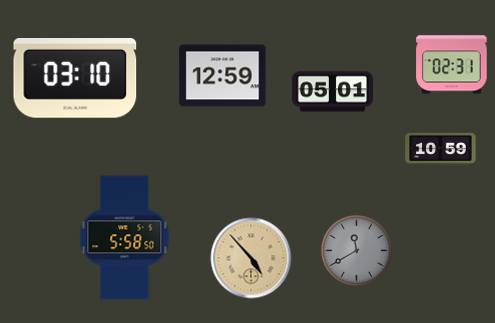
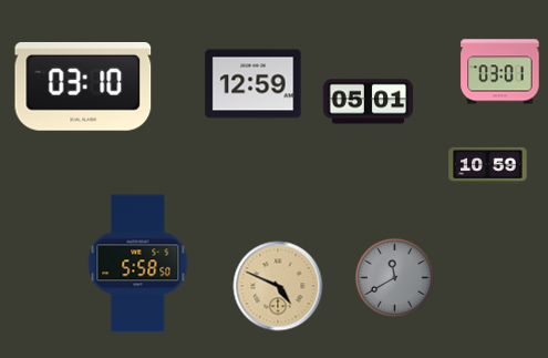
clock at (452, 65): 02:31 -> 03:01
clock at (223, 76) position: (223, 76) -> (254, 84)
clock at (251, 258): 4:53 -> 4:49
